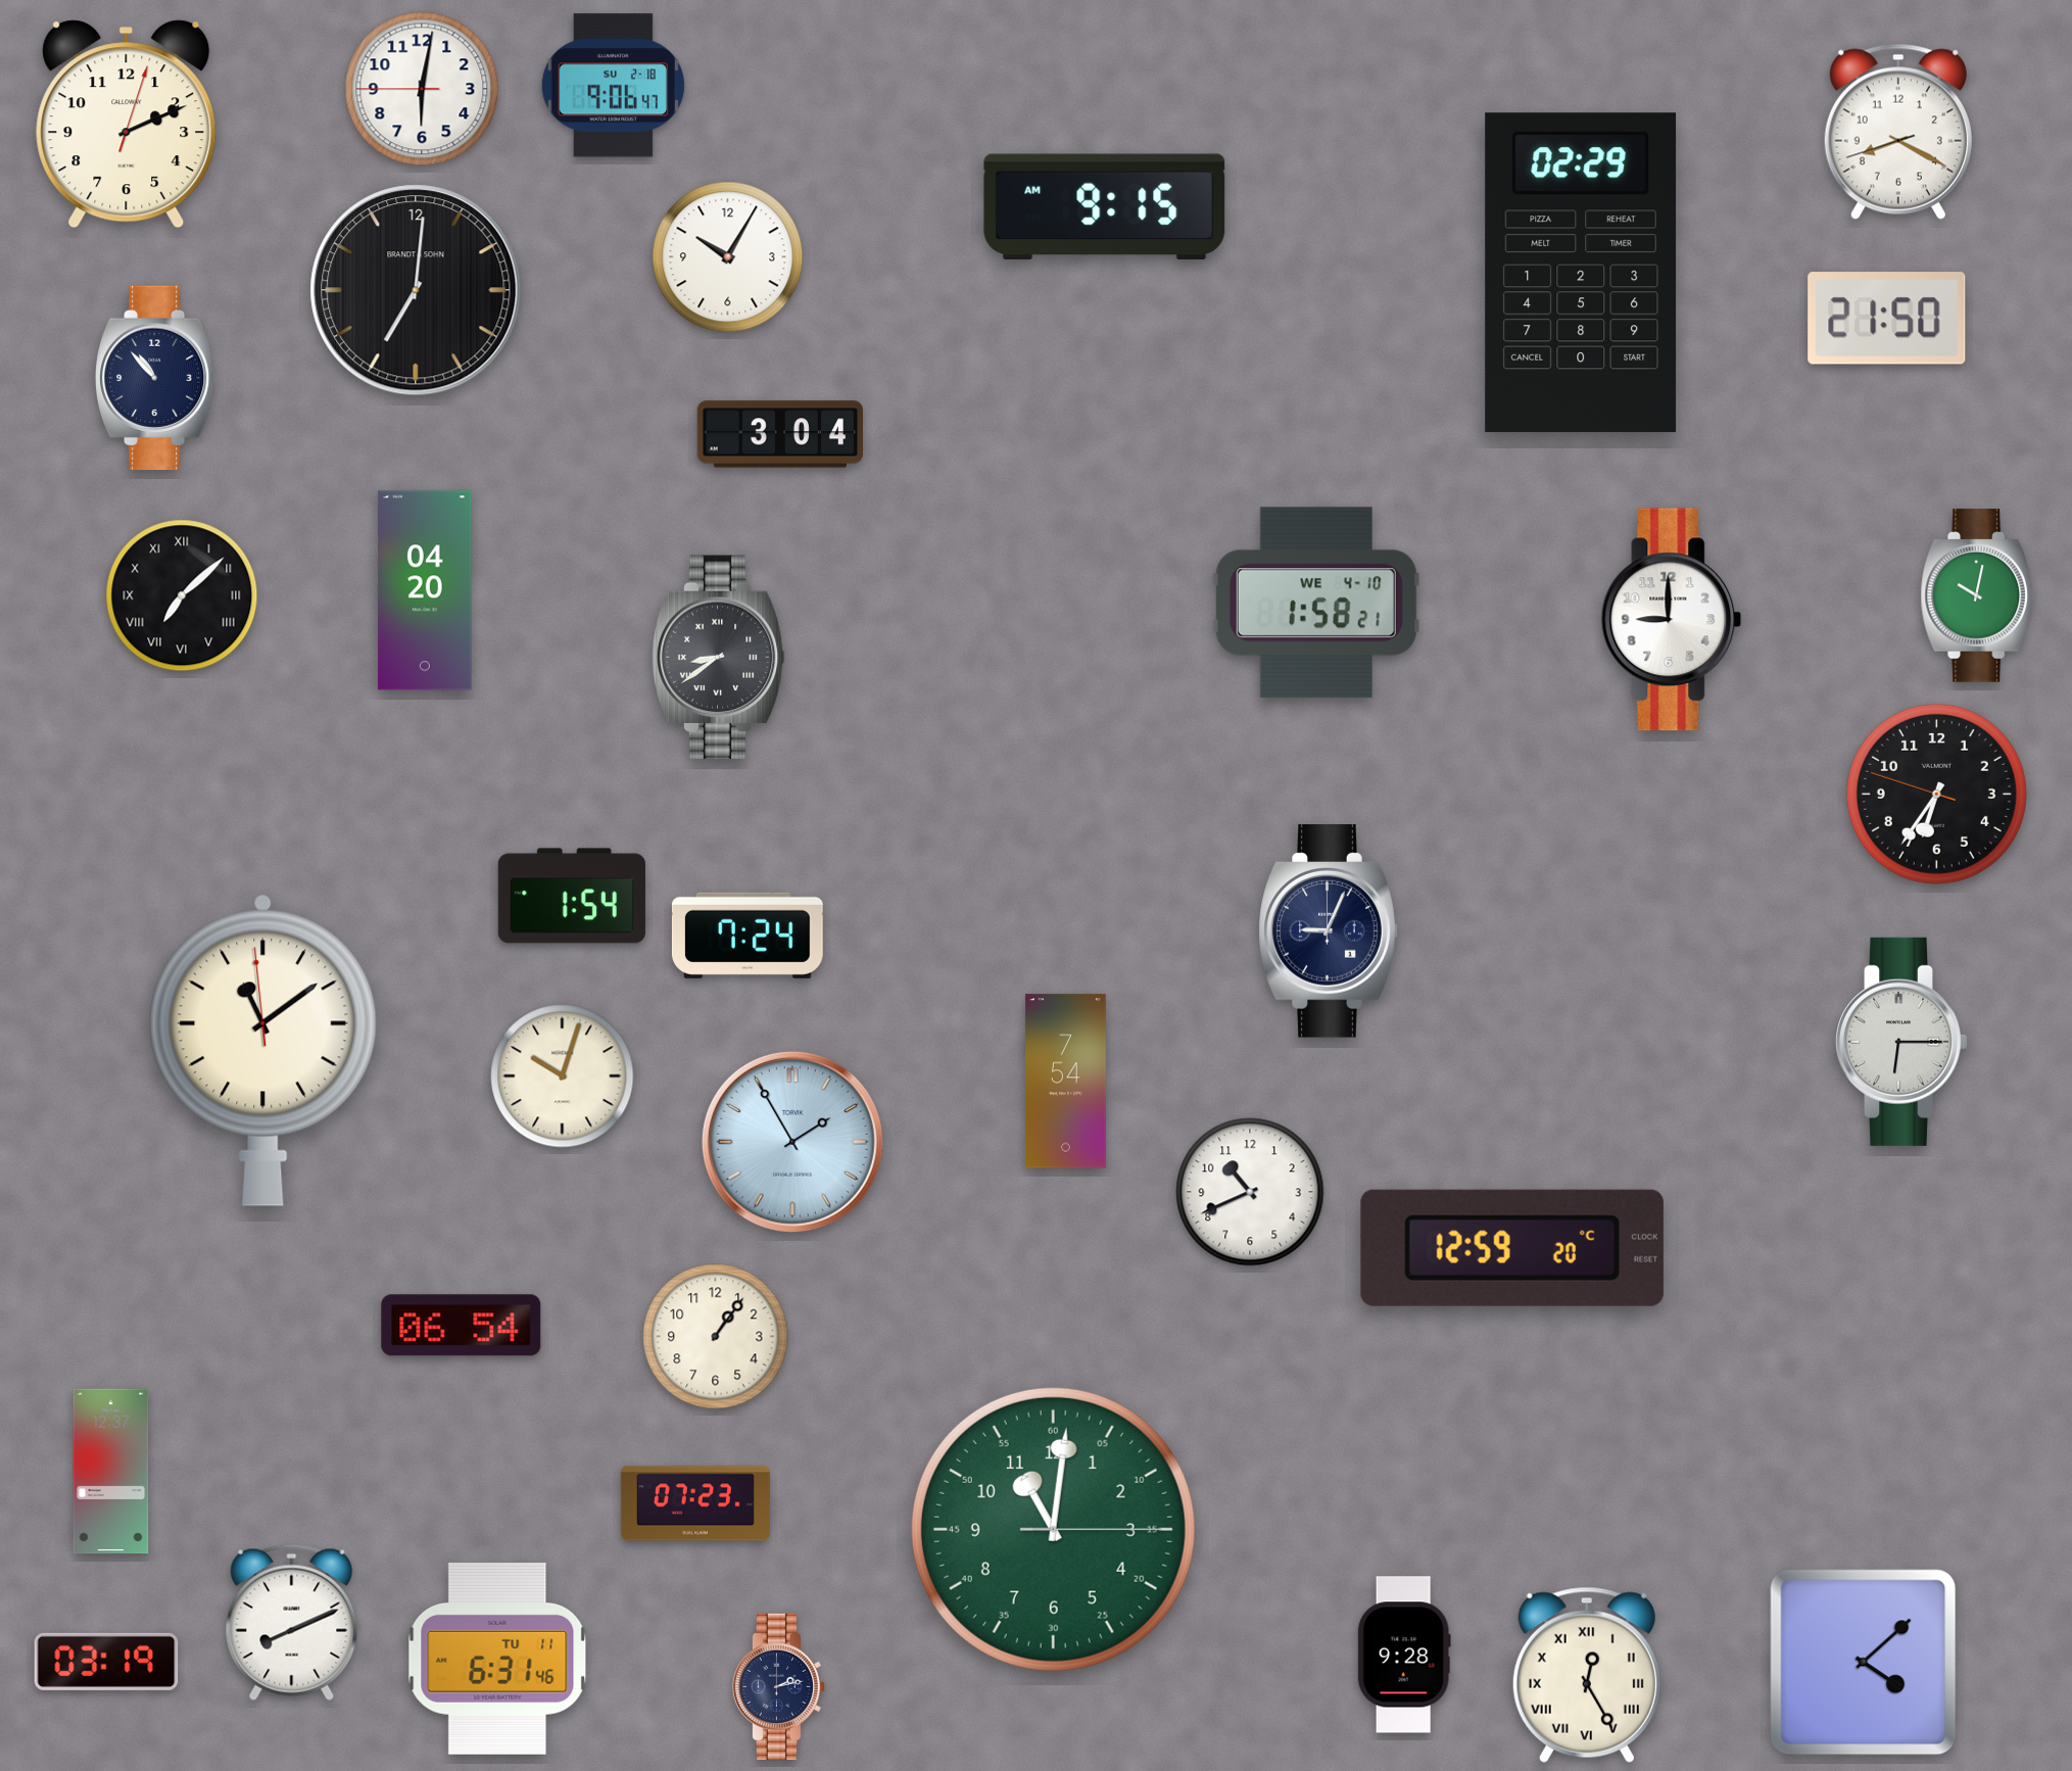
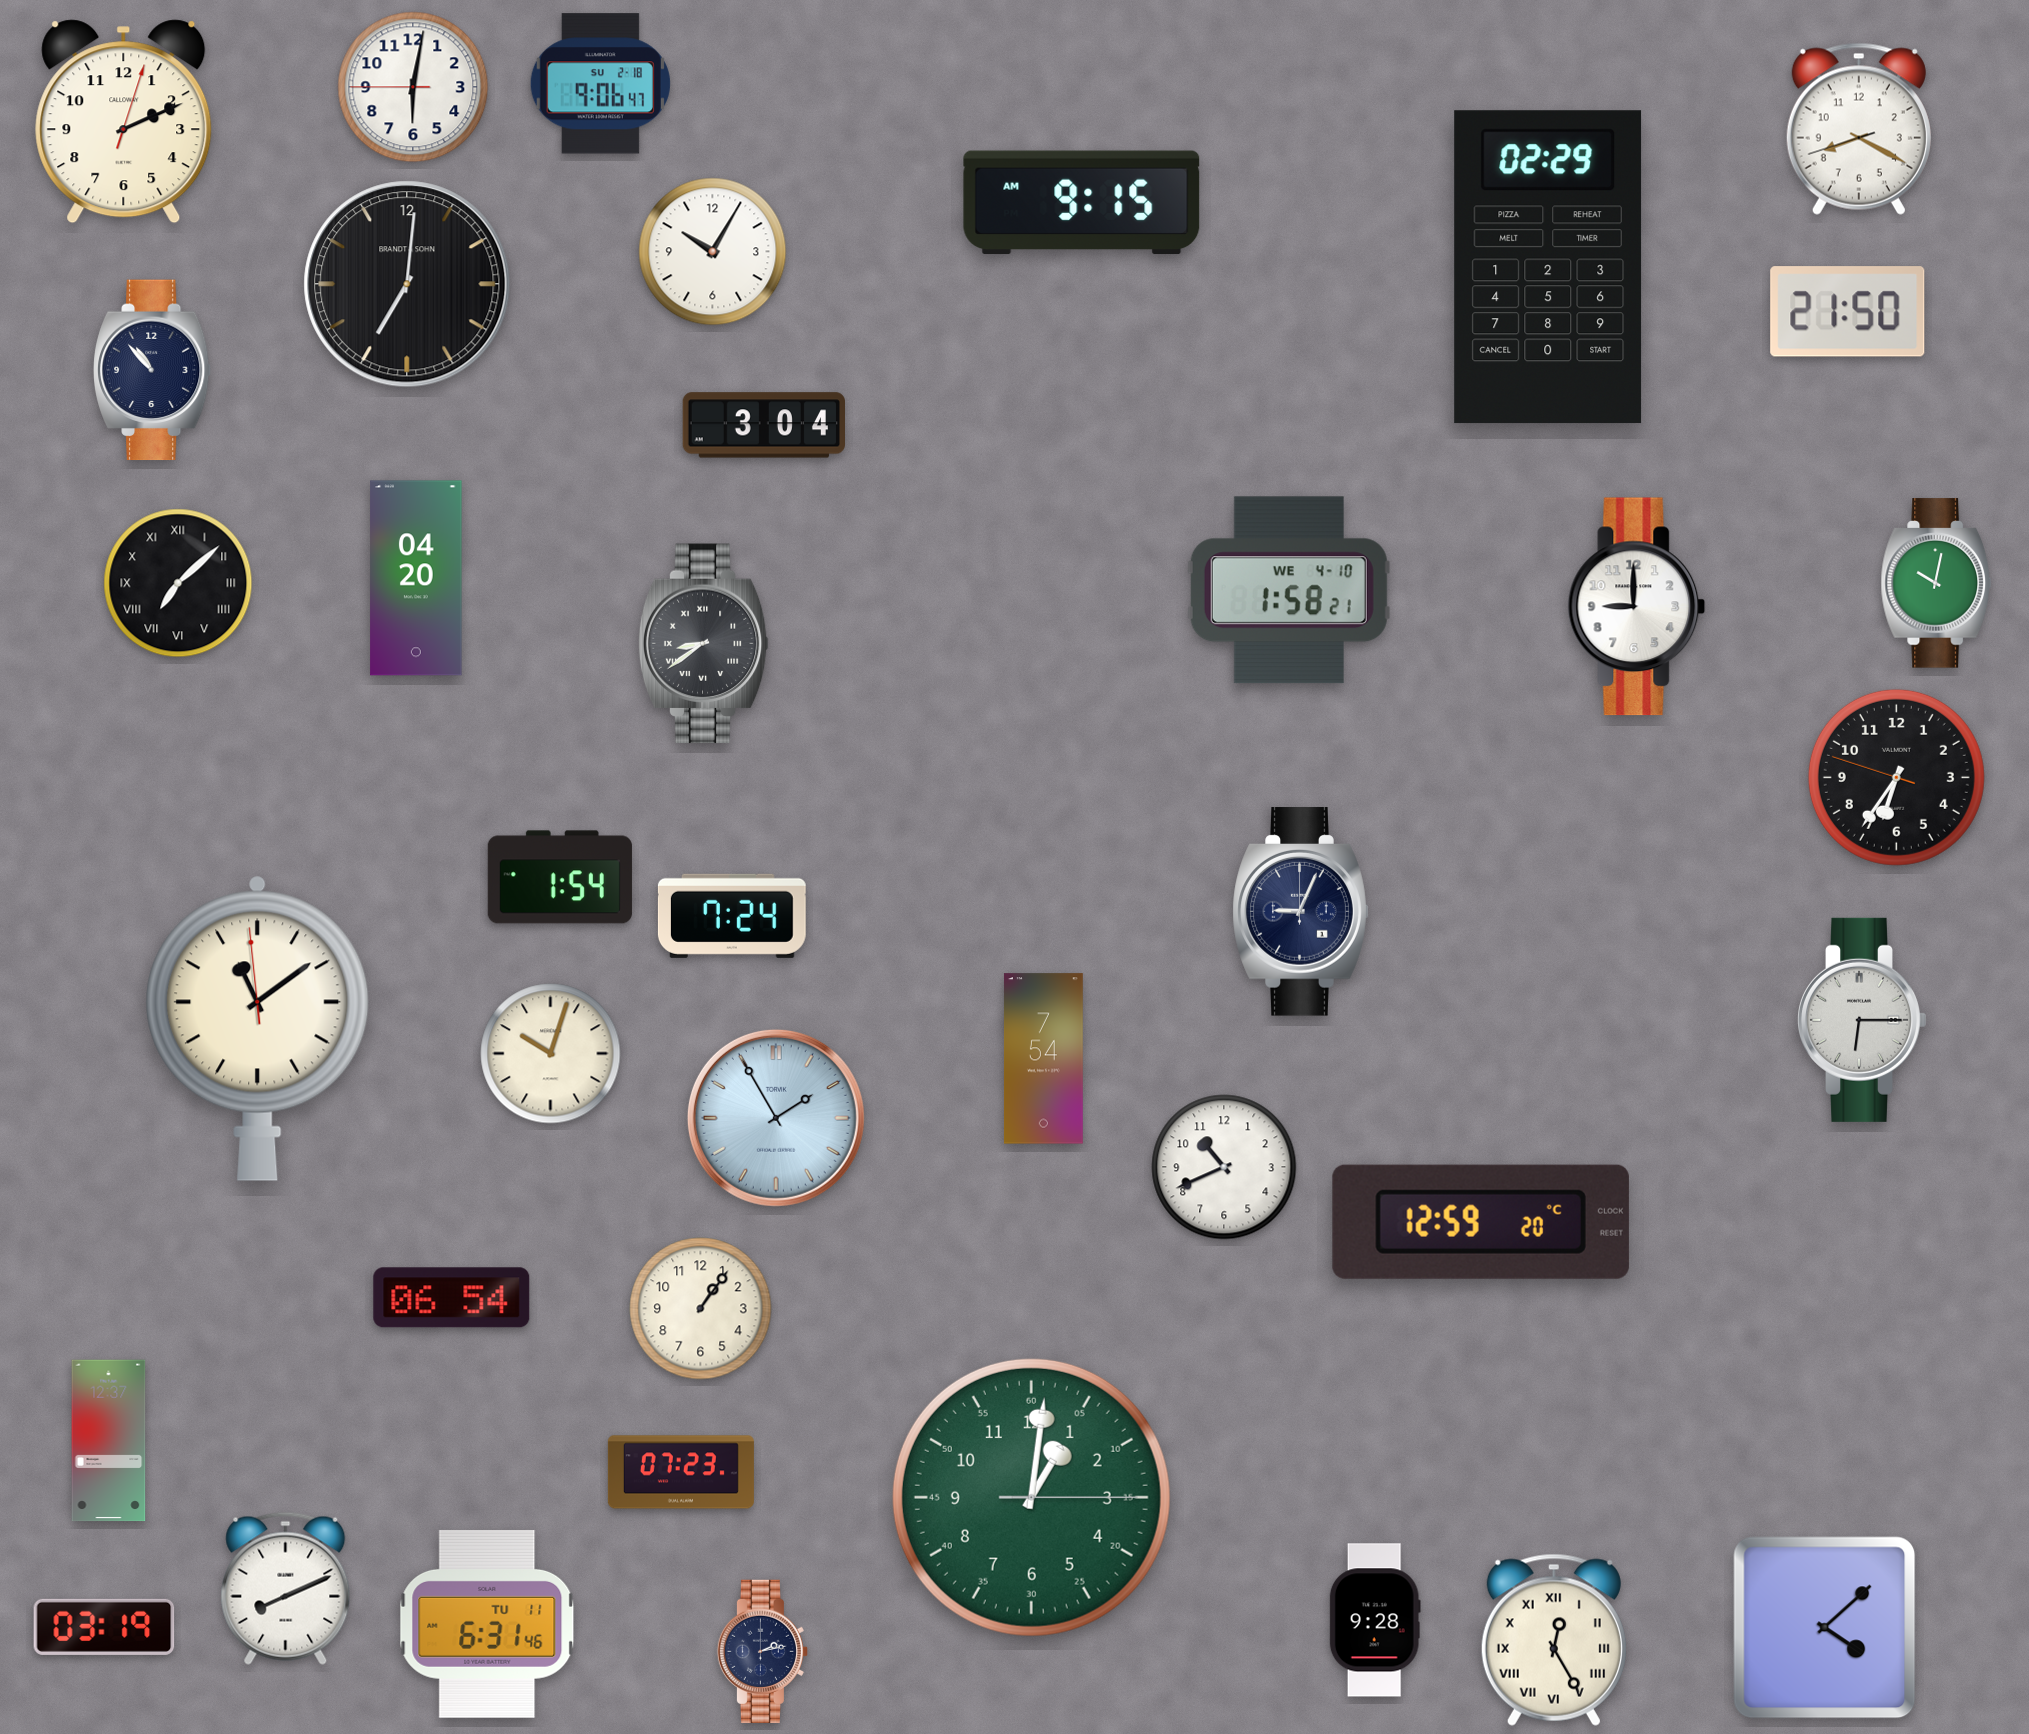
clock at (1053, 1529): 11:01 -> 1:01
